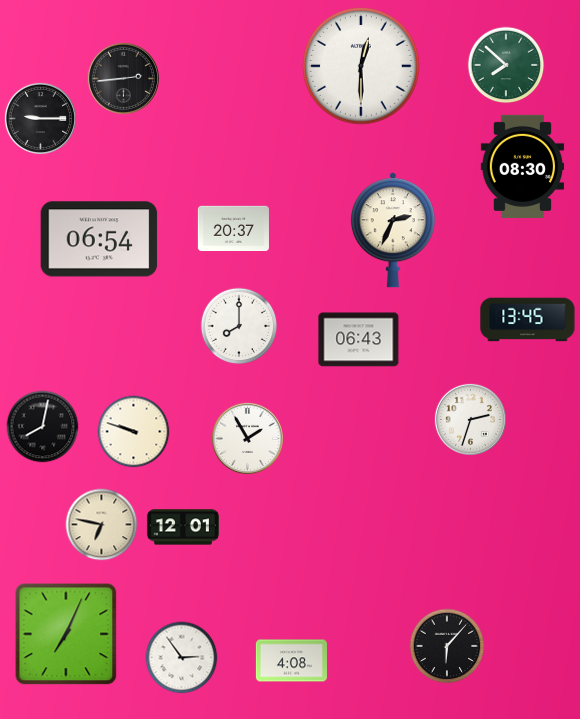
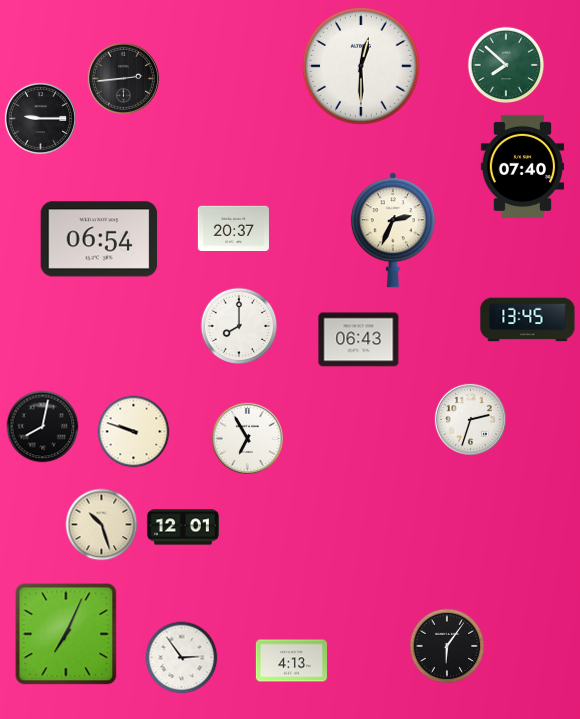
clock at (523, 166): 08:30 -> 07:40
clock at (247, 438): 1:55 -> 6:55
clock at (102, 525): 6:47 -> 10:27
clock at (447, 646): 6:07 -> 6:06
clock at (291, 661): 4:08 -> 4:13
